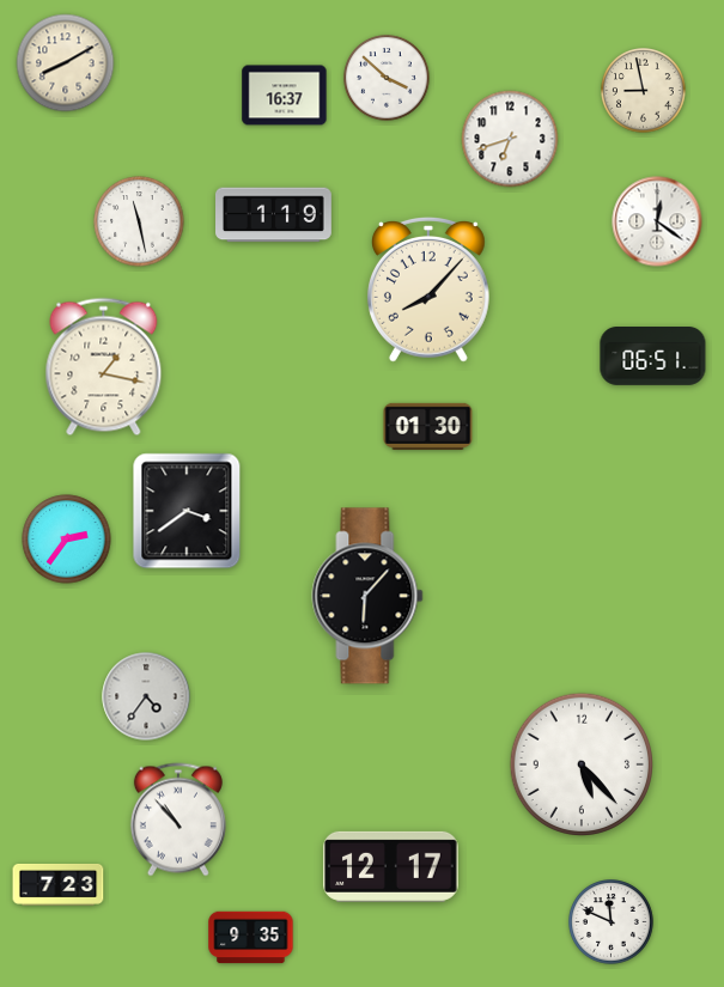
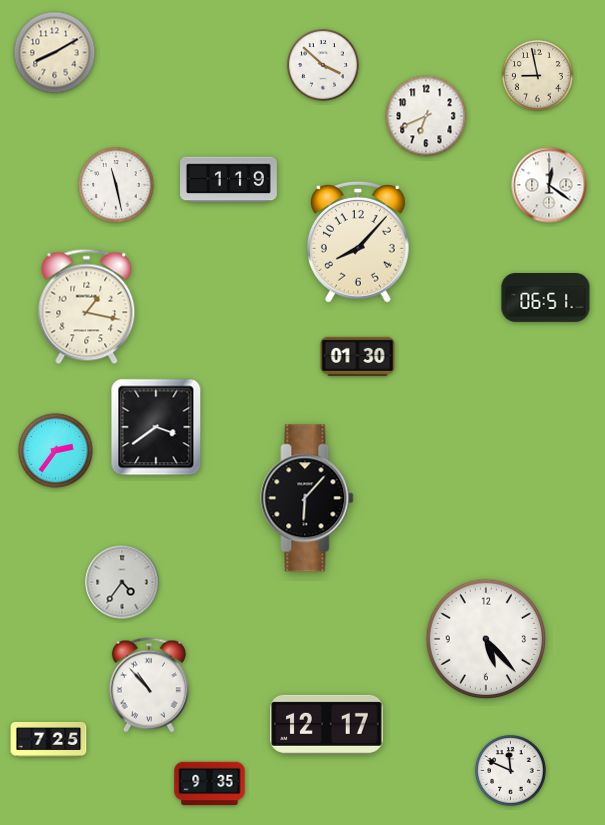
clock at (285, 96): 16:37 -> none
clock at (510, 139): 6:42 -> 6:41
clock at (59, 884): 7:23 -> 7:25
